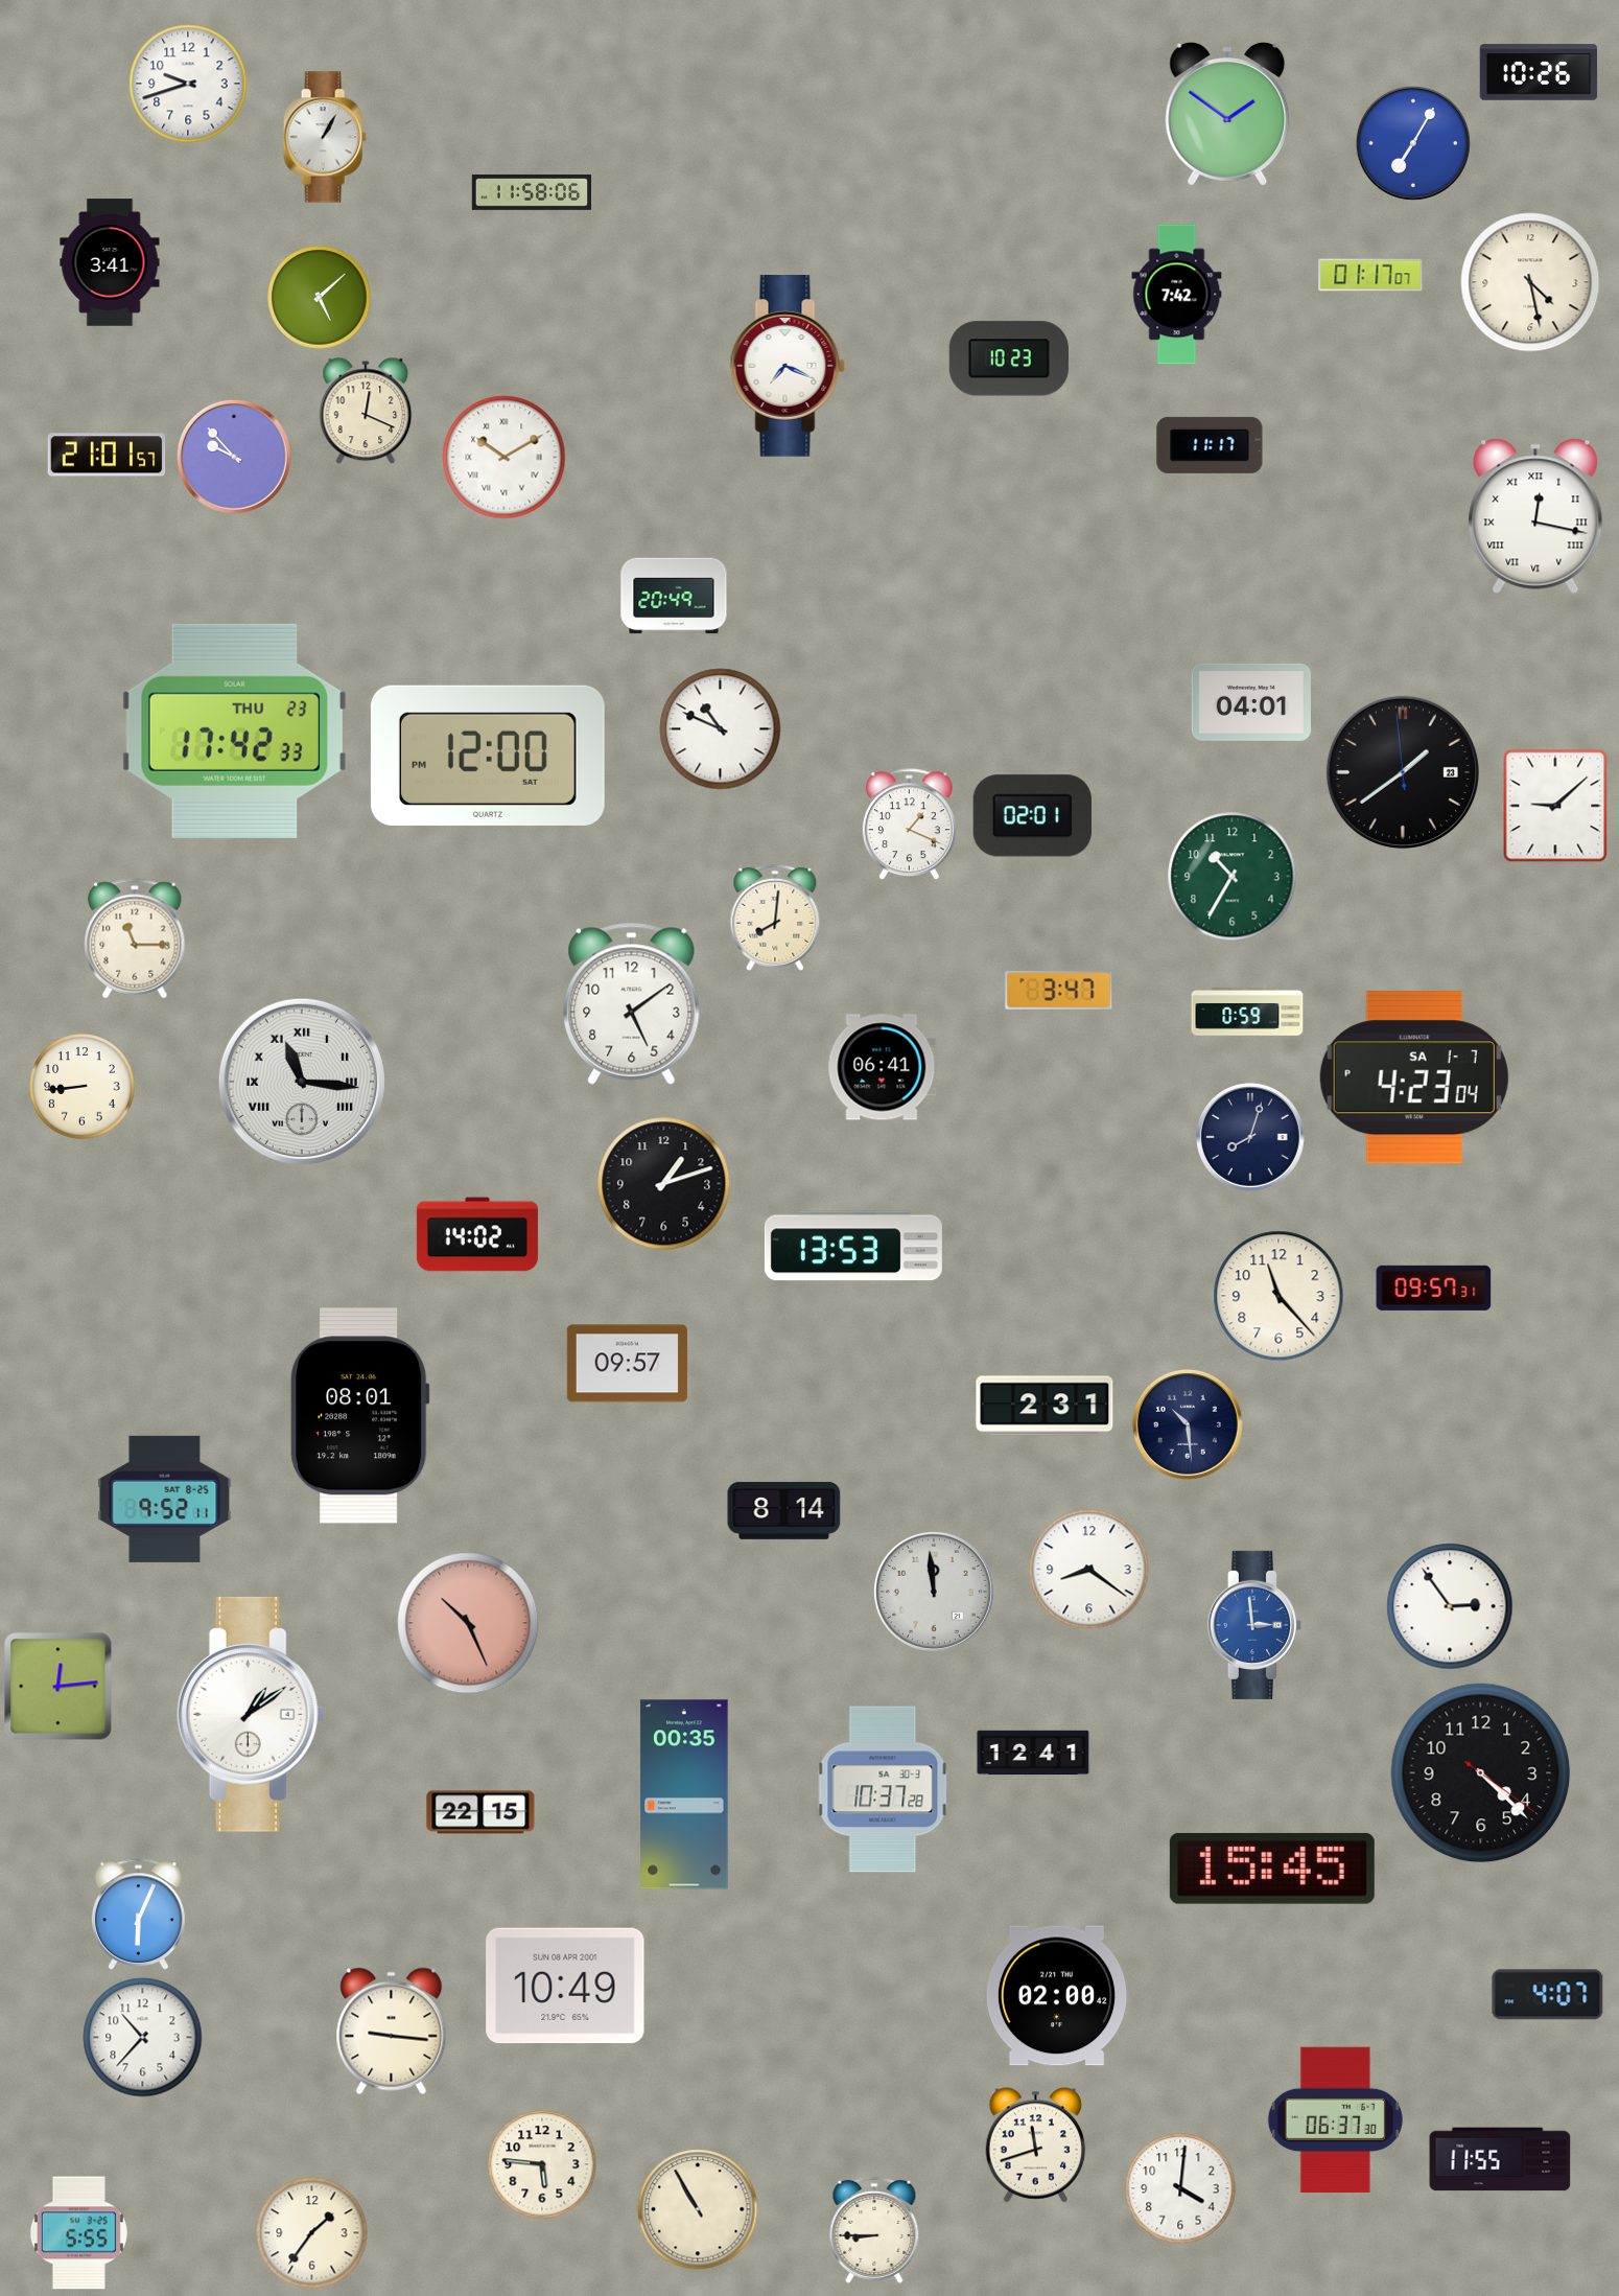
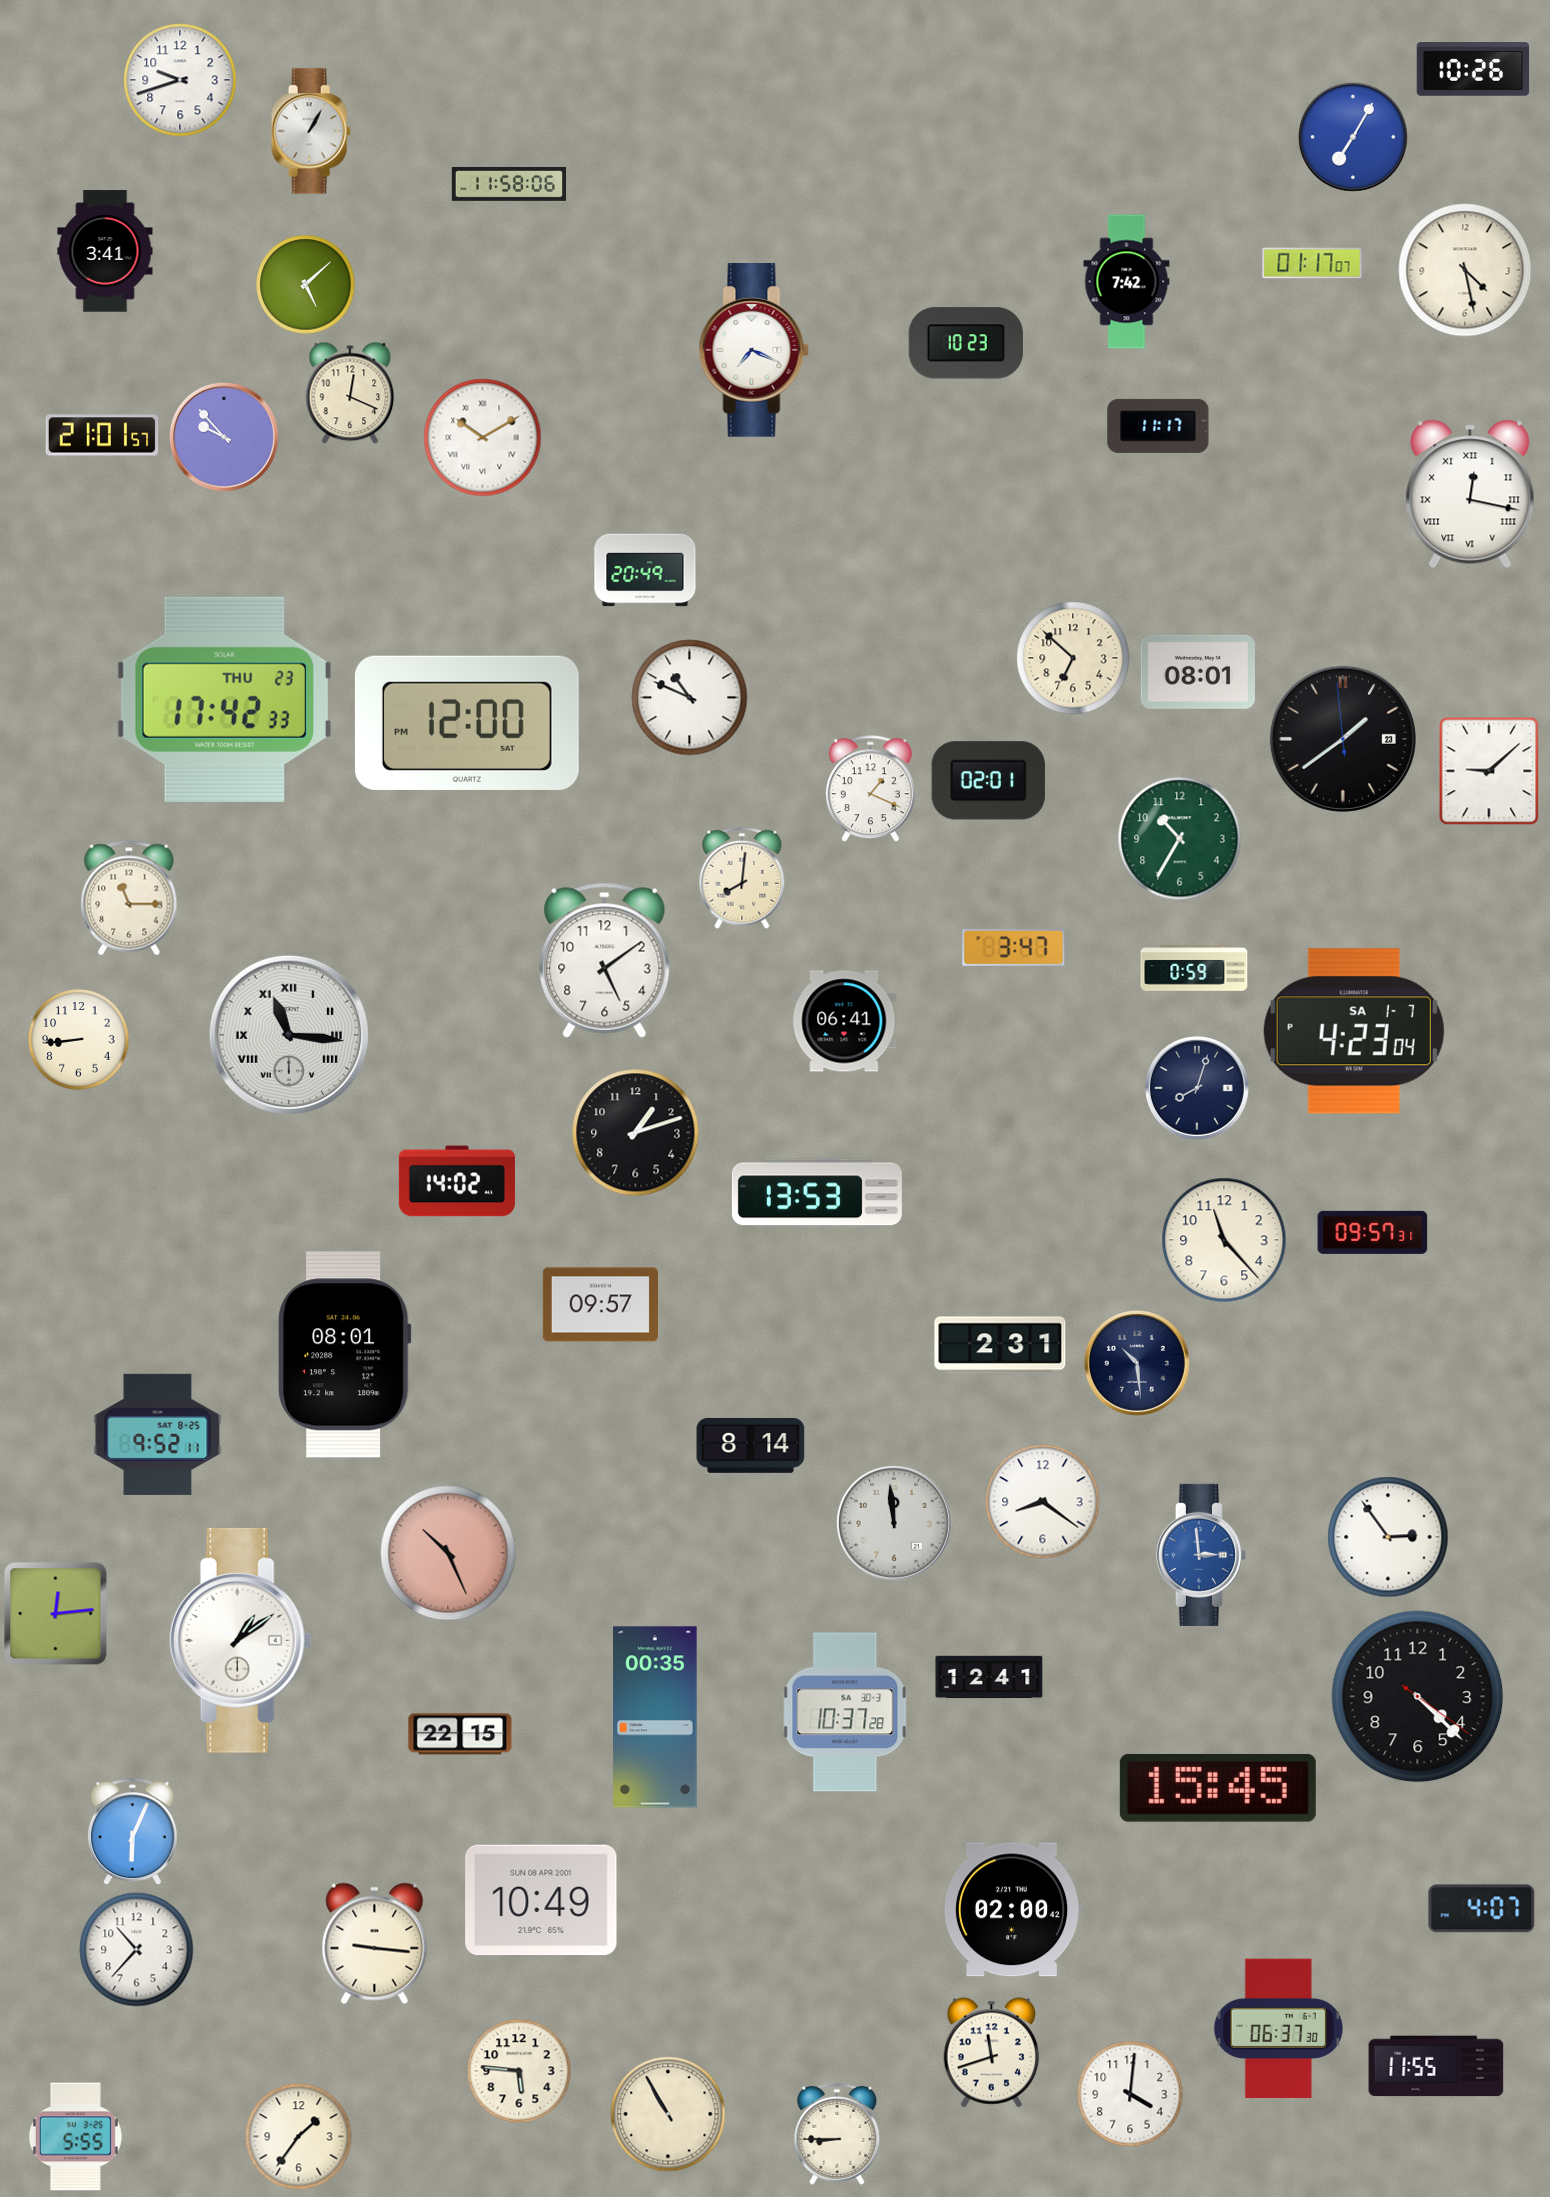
clock at (1227, 115): 1:51 -> none
clock at (1073, 658): none -> 6:52
clock at (1251, 702): 04:01 -> 08:01
